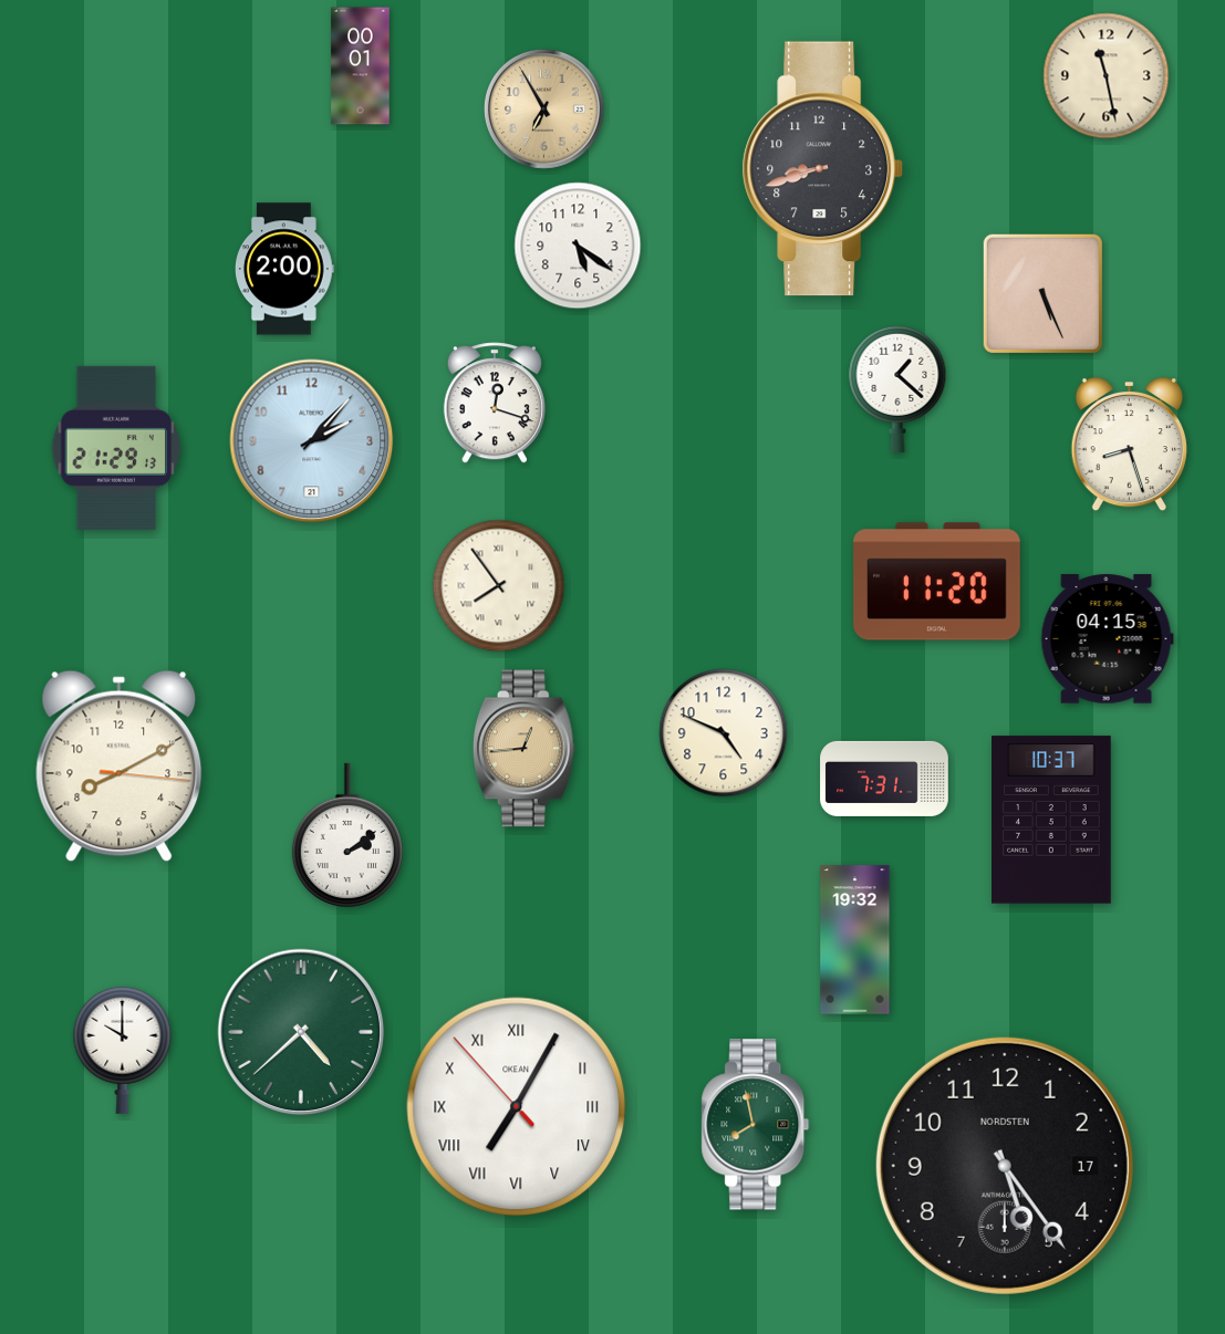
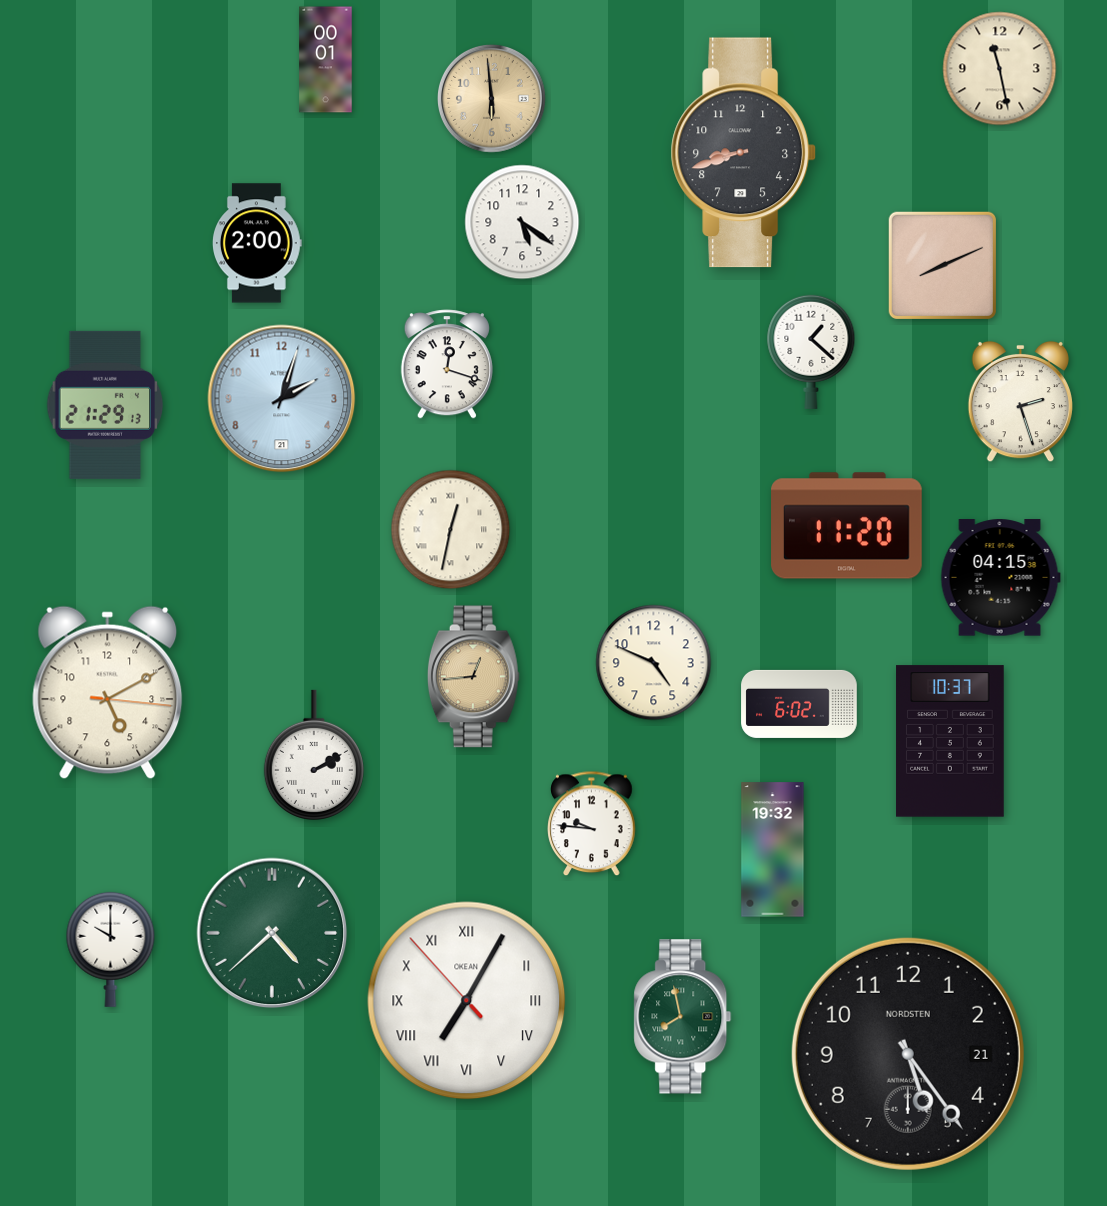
clock at (544, 110): 6:55 -> 5:59
clock at (1042, 293): 5:26 -> 8:11
clock at (312, 441): 2:07 -> 2:03
clock at (1129, 445): 8:27 -> 2:27
clock at (499, 586): 7:54 -> 12:32
clock at (120, 767): 8:10 -> 5:10
clock at (884, 779): 7:31 -> 6:02
clock at (347, 835): 2:09 -> 2:10
clock at (592, 824): none -> 9:46
clock at (1005, 1166) date: 17 -> 21
